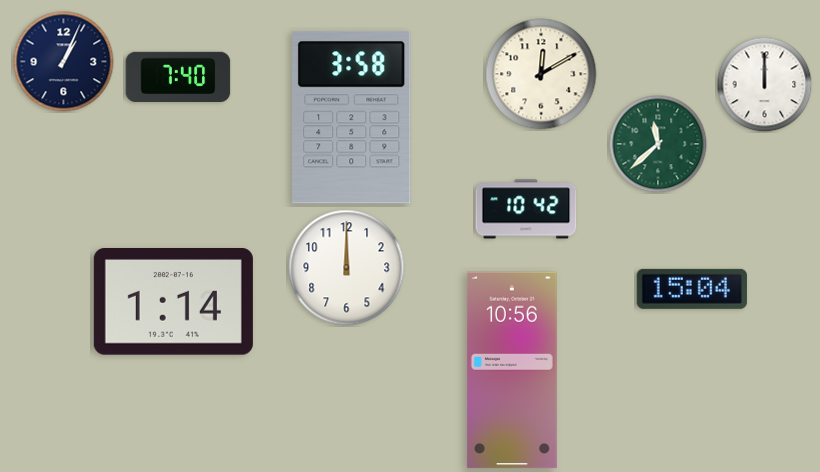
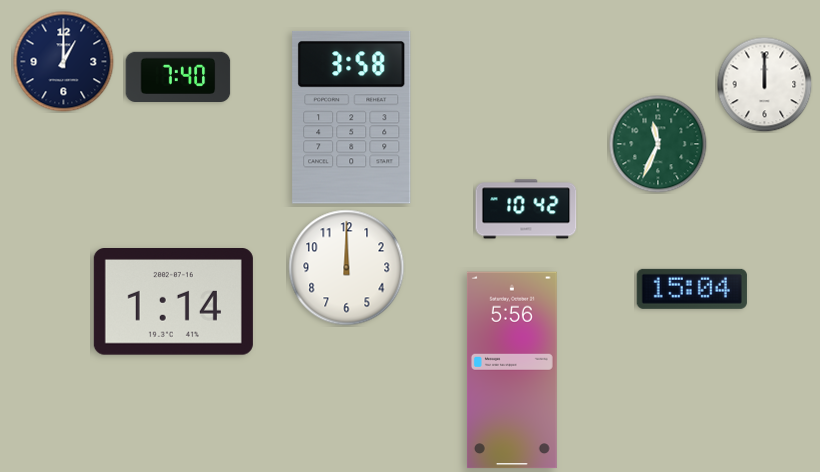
clock at (64, 62): 1:04 -> 1:00
clock at (541, 74): 12:10 -> none
clock at (658, 144): 11:38 -> 11:34
clock at (512, 370): 10:56 -> 5:56
